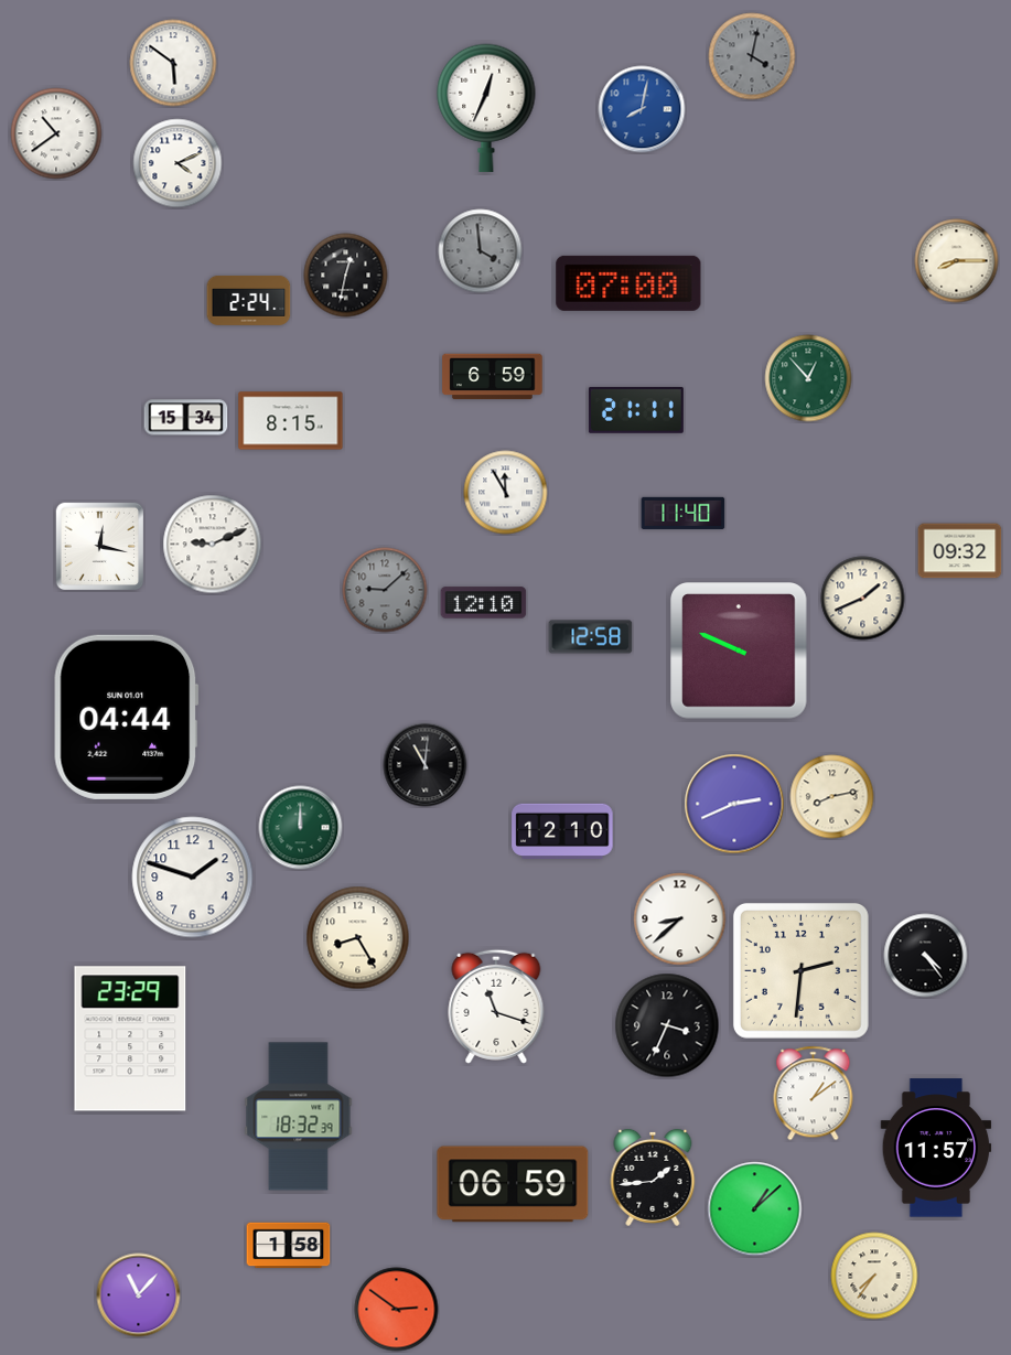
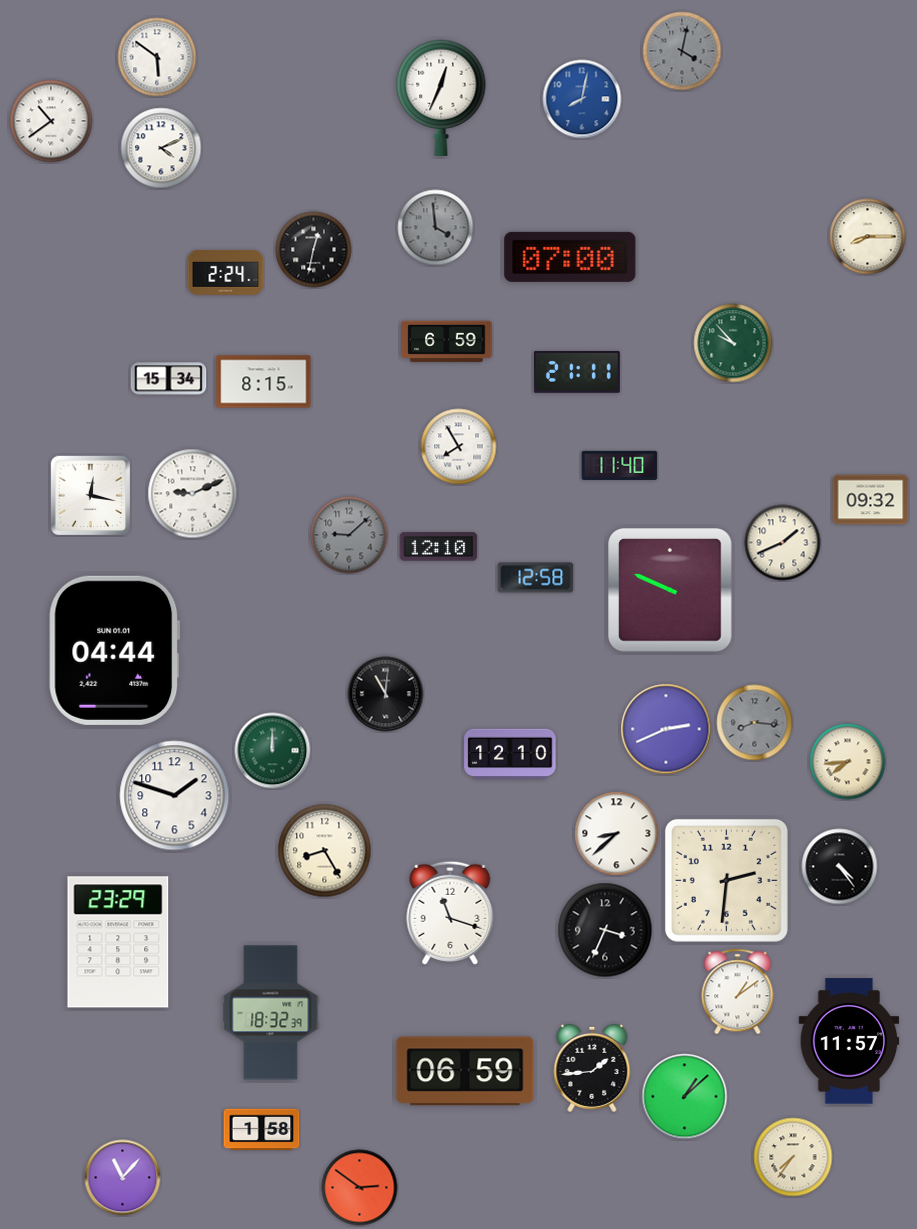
clock at (808, 378): 12:53 -> 9:53
clock at (506, 493): 11:55 -> 7:55
clock at (832, 797): 8:13 -> 8:16
clock at (832, 797) dial: cream -> grey
clock at (848, 762): none -> 7:44
clock at (513, 1184) position: (513, 1184) -> (465, 1071)
clock at (139, 1295) position: (139, 1295) -> (123, 1178)
